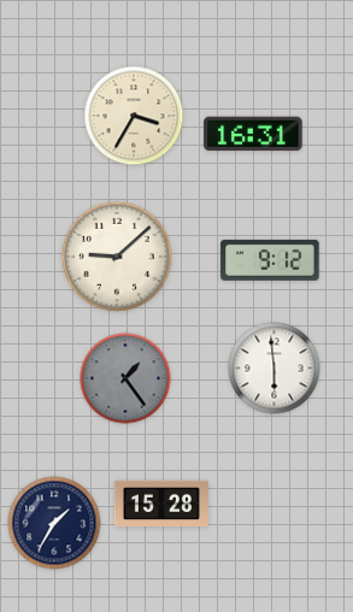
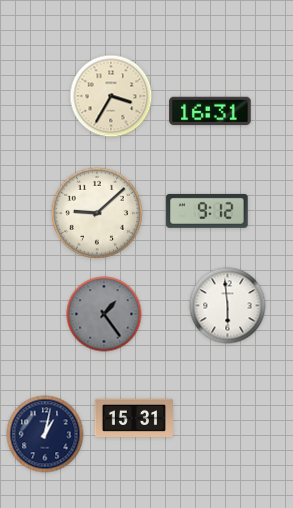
clock at (270, 260) position: (270, 260) -> (207, 211)
clock at (160, 504): 15:28 -> 15:31
clock at (54, 523): 1:35 -> 1:02
